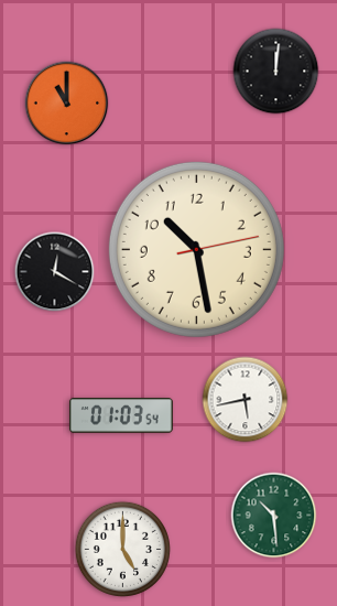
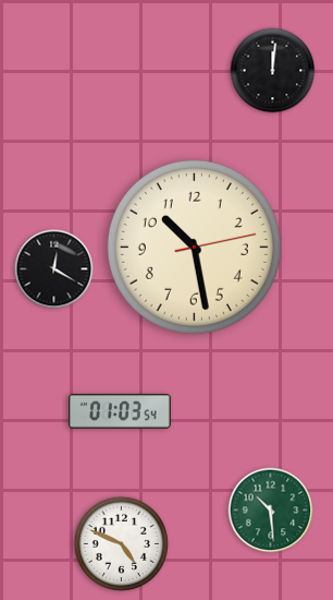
clock at (67, 104): 11:00 -> none
clock at (246, 400): 5:43 -> none
clock at (122, 549): 5:00 -> 4:49
